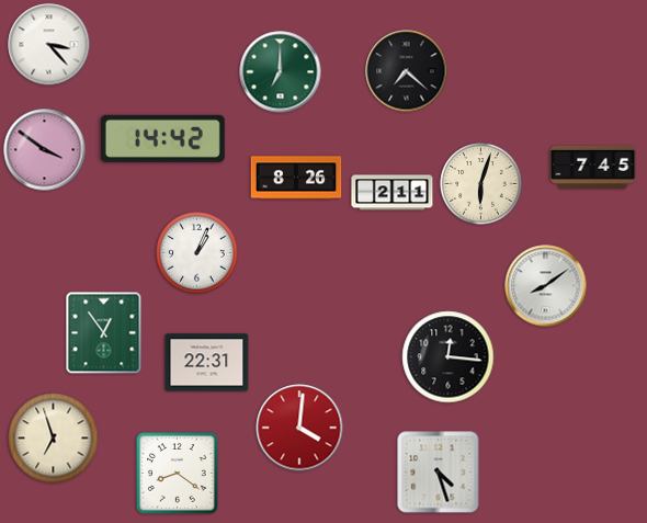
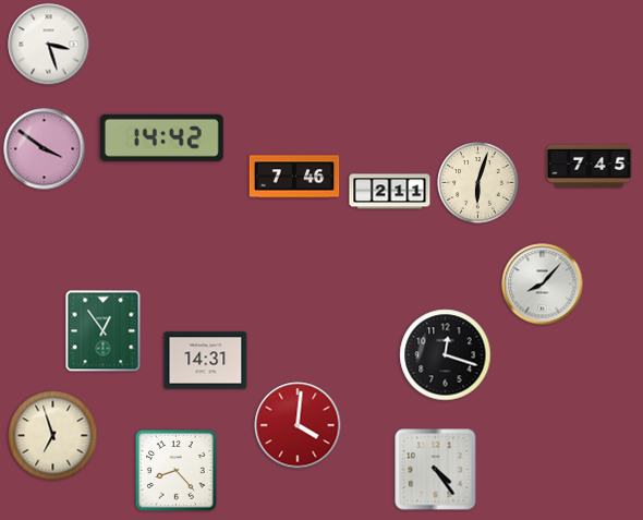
clock at (49, 45): 3:23 -> 3:27
clock at (407, 71): 7:22 -> none
clock at (281, 72): 7:00 -> none
clock at (296, 178): 8:26 -> 7:46
clock at (197, 253): 1:04 -> none
clock at (546, 286): 8:09 -> 8:07
clock at (449, 357): 12:16 -> 12:18
clock at (207, 363): 22:31 -> 14:31
clock at (439, 473): 4:27 -> 4:24
clock at (178, 474): 8:21 -> 8:23
